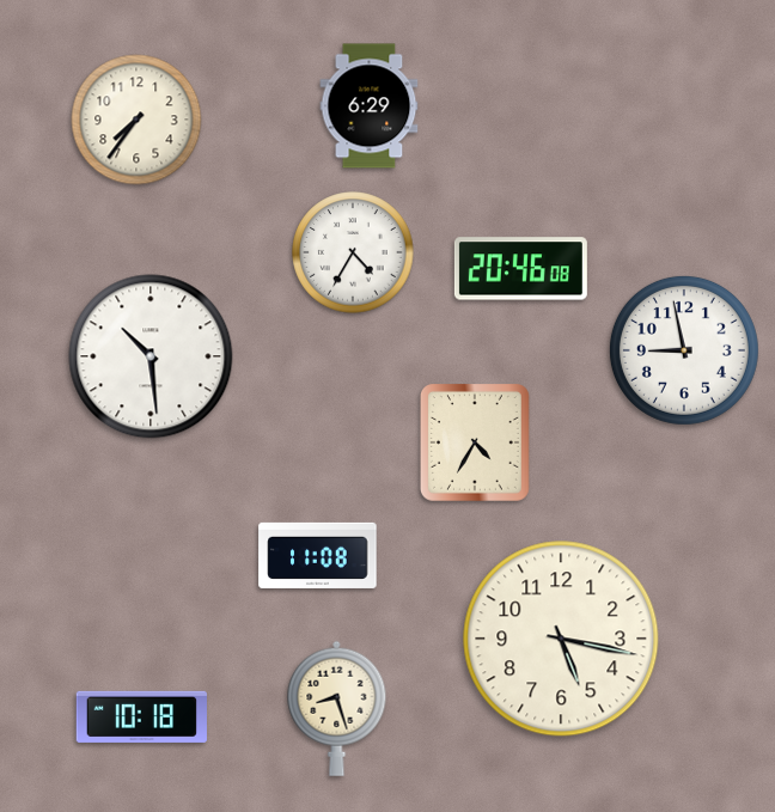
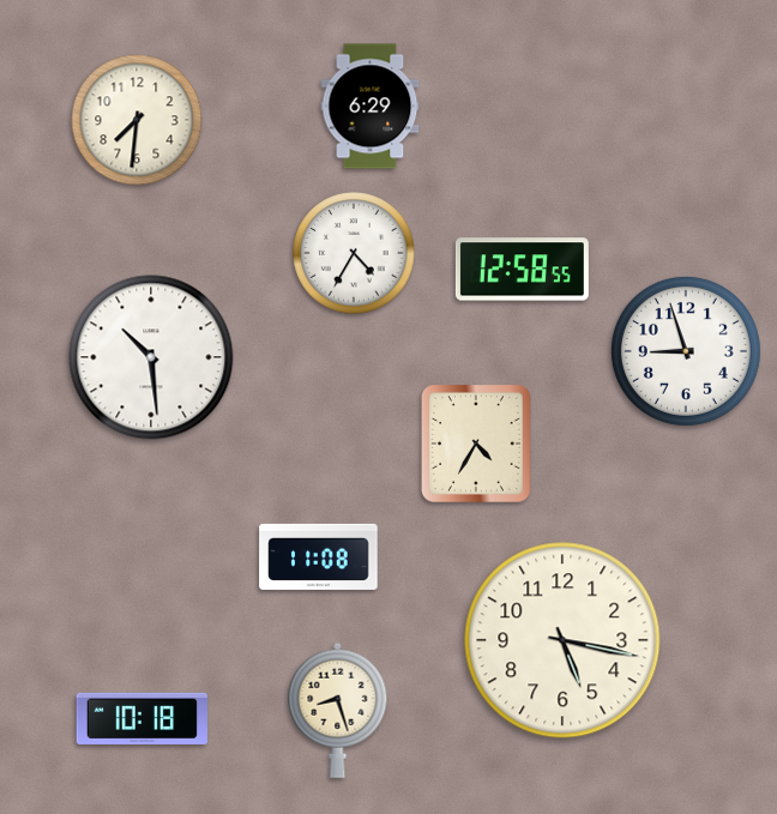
clock at (136, 120): 7:36 -> 7:31
clock at (520, 269): 20:46 -> 12:58
clock at (684, 350): 8:58 -> 8:57
